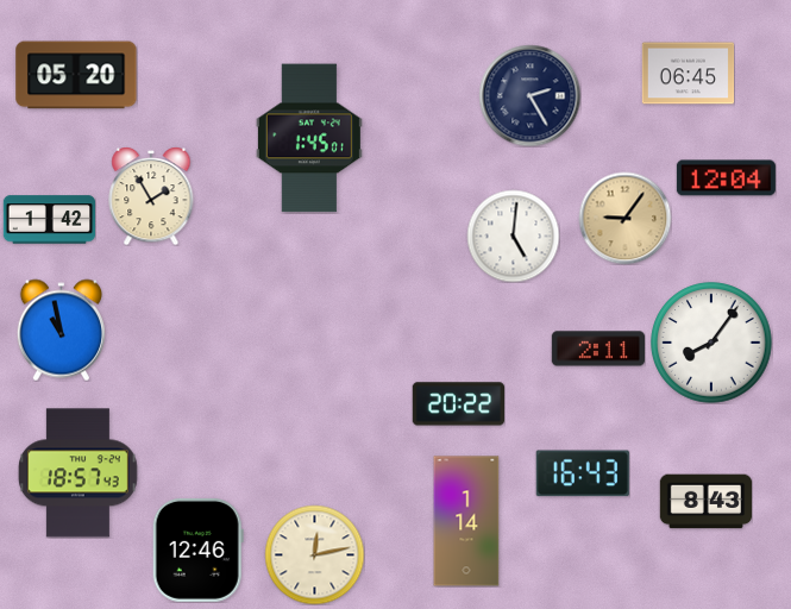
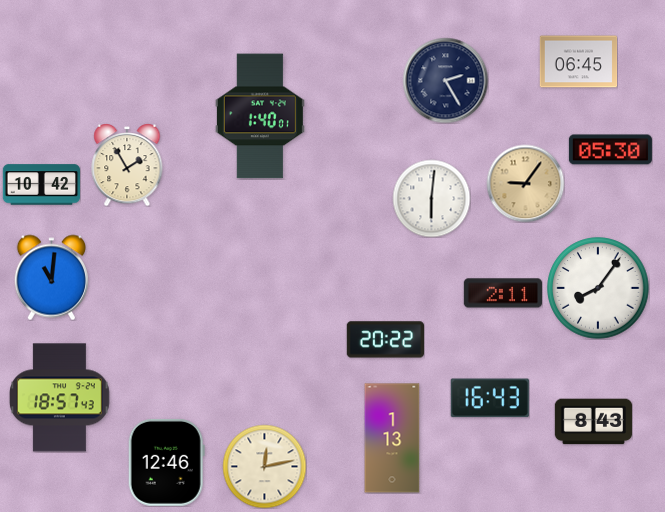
clock at (76, 75): 05:20 -> none
clock at (309, 138): 1:45 -> 1:40
clock at (726, 178): 12:04 -> 05:30
clock at (49, 220): 1:42 -> 10:42
clock at (513, 236): 5:01 -> 6:01
clock at (61, 329): 10:58 -> 11:01
clock at (77, 473) position: (77, 473) -> (59, 398)
clock at (466, 521): 1:14 -> 1:13
